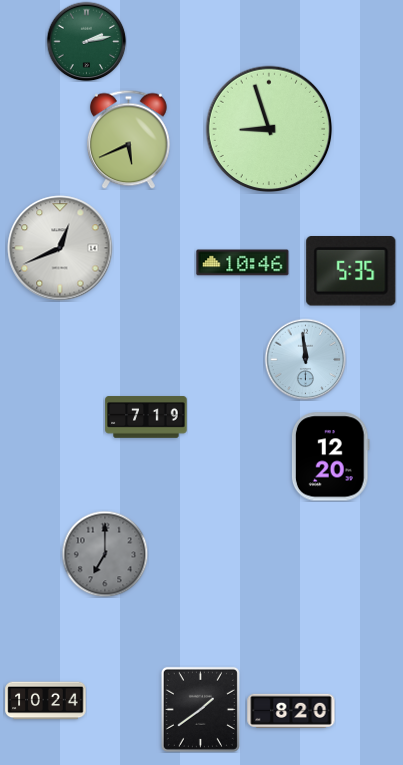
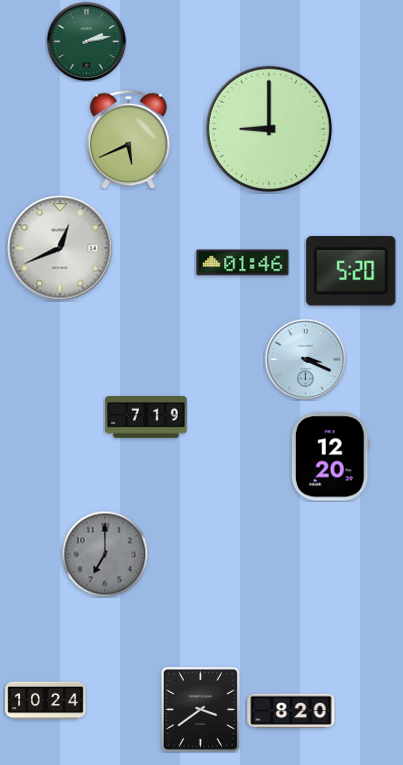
clock at (269, 129): 8:57 -> 9:00
clock at (243, 263): 10:46 -> 01:46
clock at (351, 271): 5:35 -> 5:20
clock at (305, 359): 11:59 -> 3:19
clock at (200, 709): 1:39 -> 3:39
